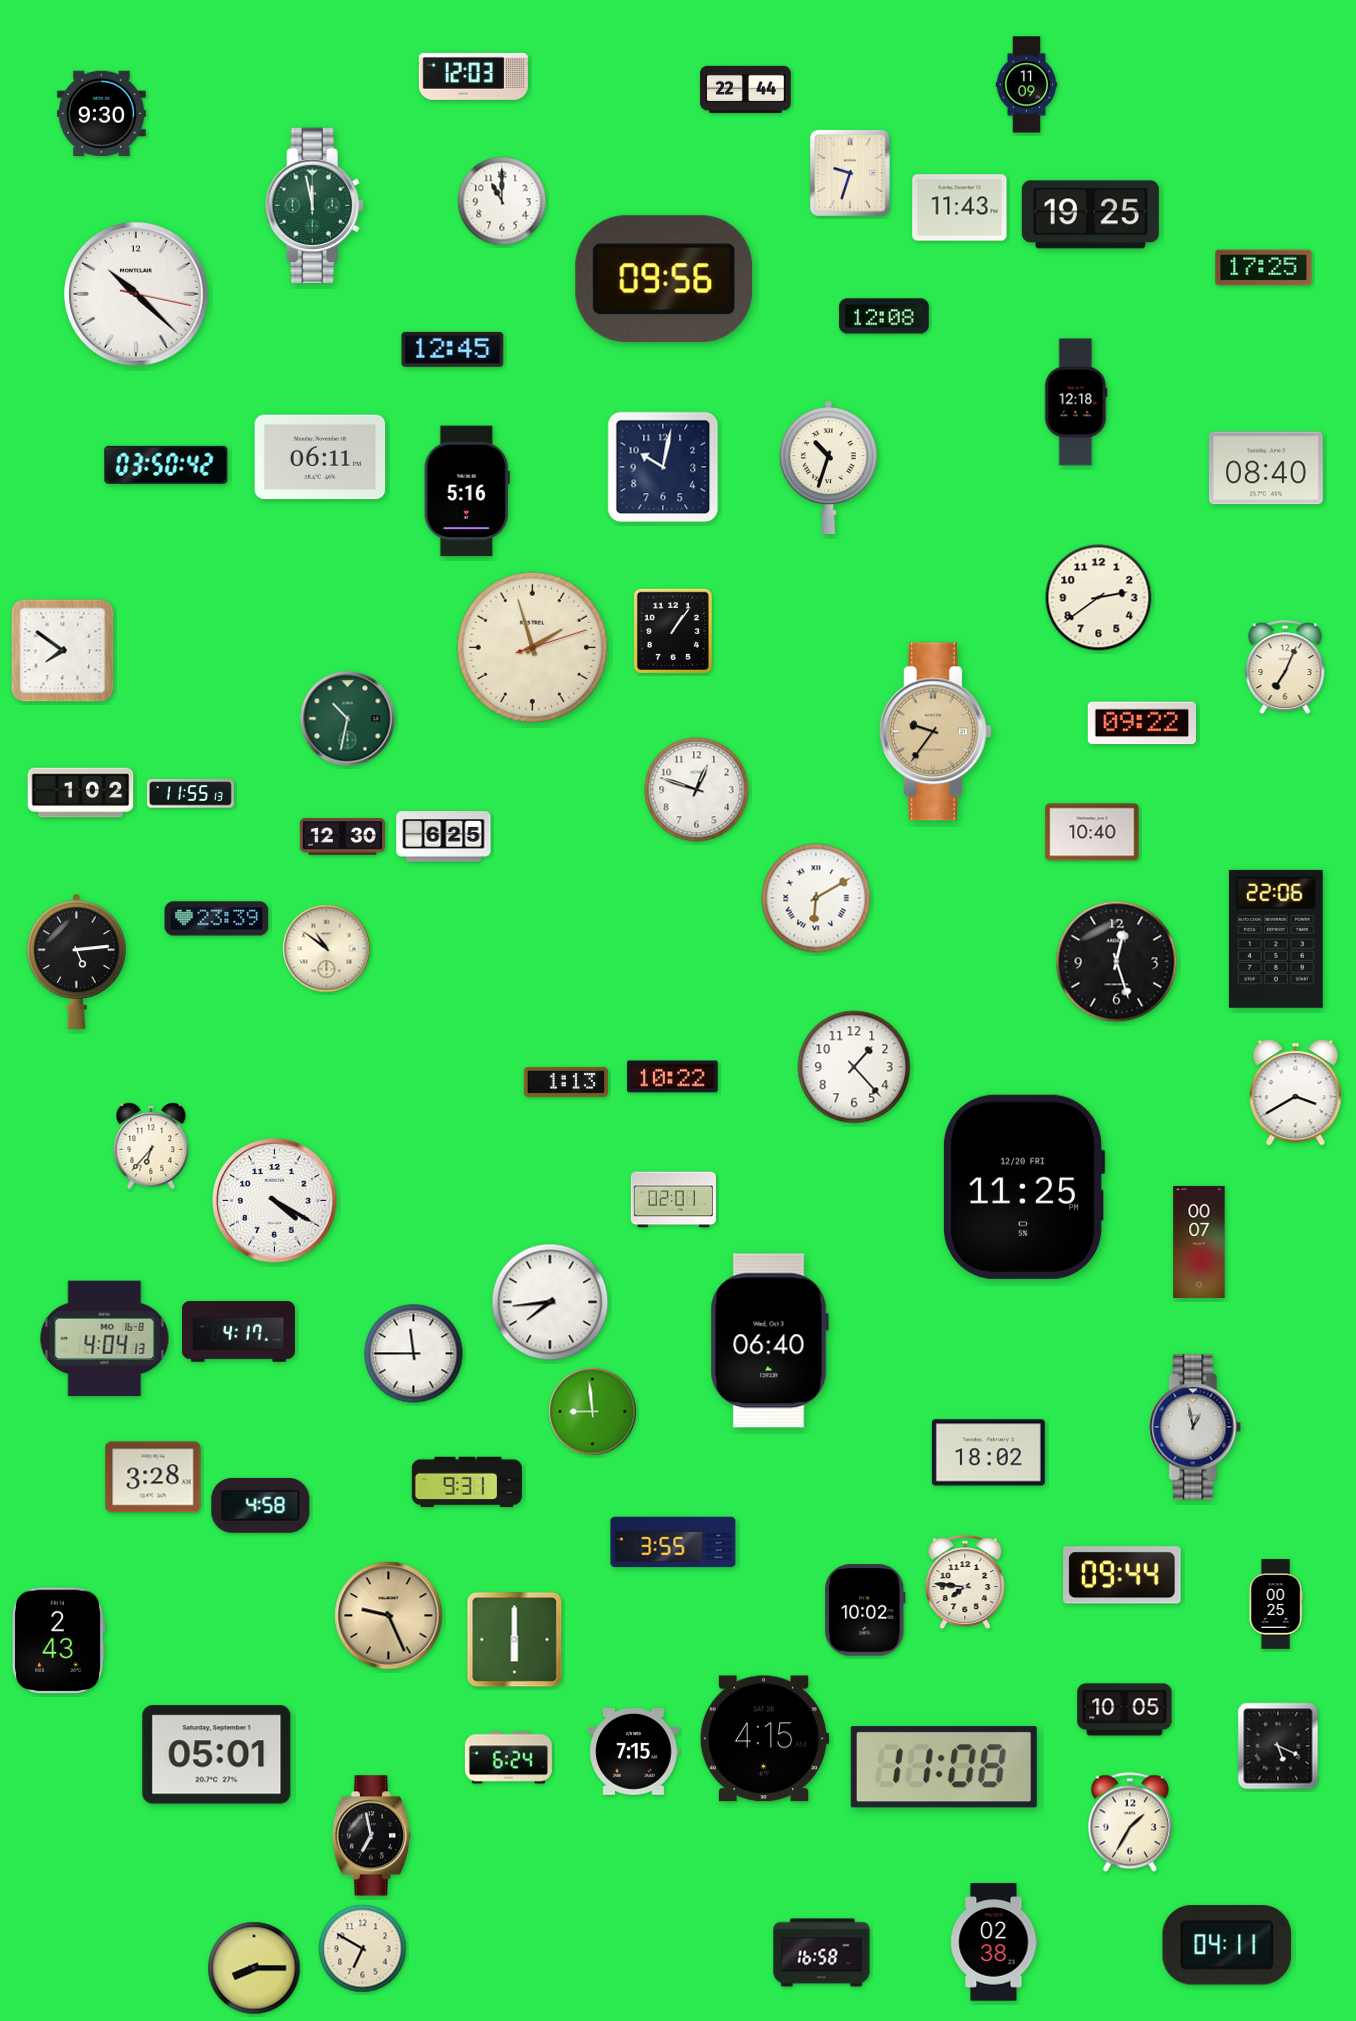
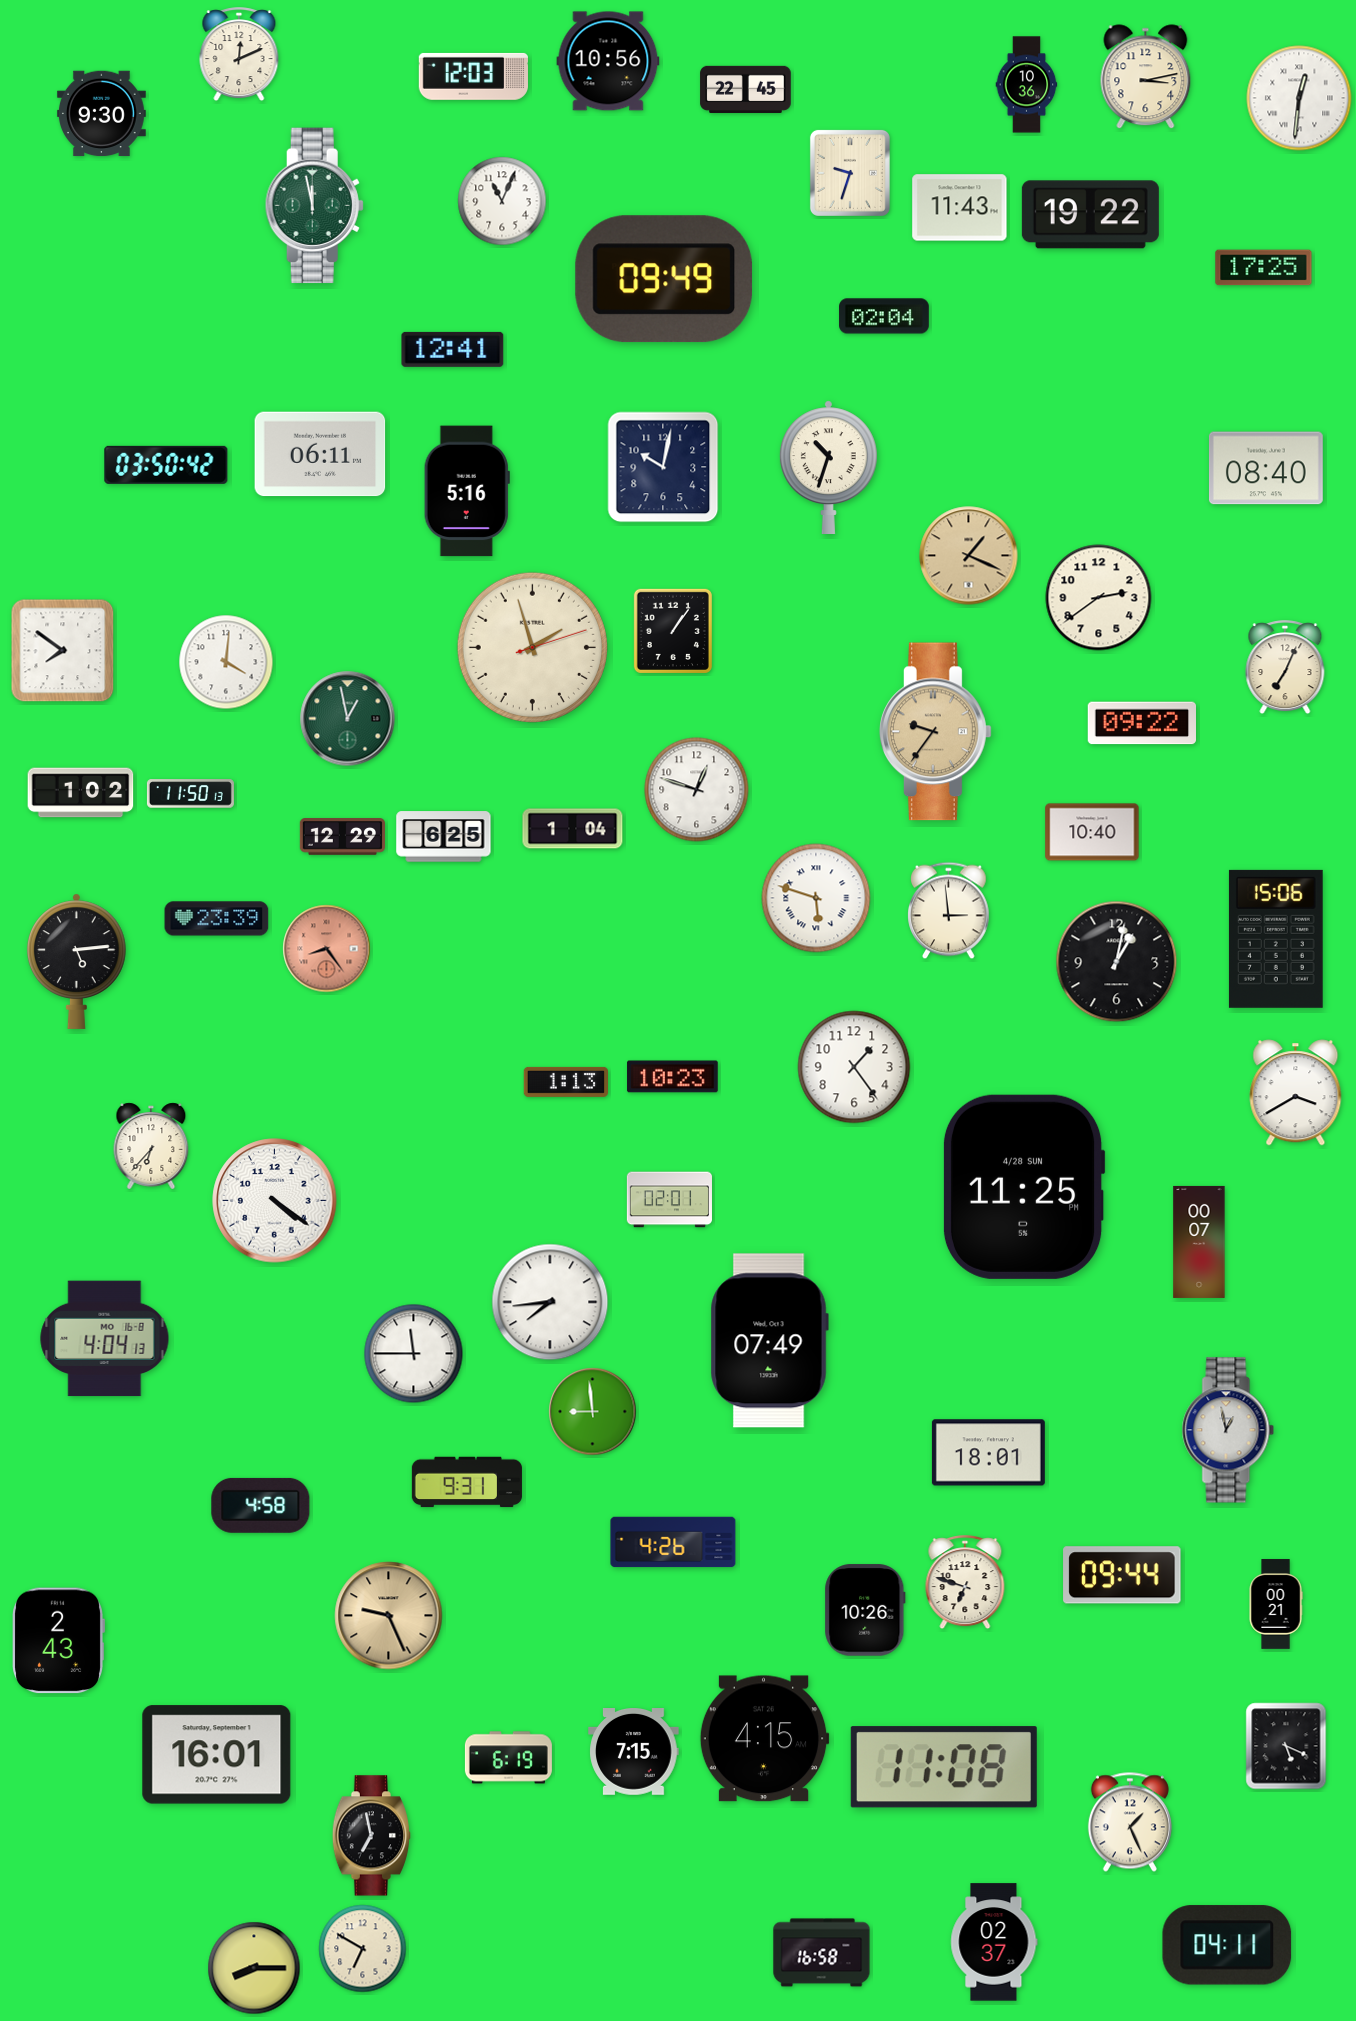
clock at (239, 55): none -> 12:11
clock at (608, 61): none -> 10:56
clock at (1146, 77): none -> 3:13
clock at (1027, 85): 11:09 -> 10:36
clock at (746, 89): 22:44 -> 22:45
clock at (1299, 98): none -> 12:31
clock at (502, 201): 11:00 -> 11:04
clock at (1090, 215): 19:25 -> 19:22
clock at (664, 279): 09:56 -> 09:49
clock at (136, 294): 10:22 -> none
clock at (884, 316): 12:08 -> 02:04
clock at (453, 349): 12:45 -> 12:41
clock at (1076, 402): 12:18 -> none
clock at (320, 457) position: (320, 457) -> (320, 454)
clock at (969, 556): none -> 1:19
clock at (226, 662): none -> 4:01
clock at (348, 719): 10:32 -> 12:58
clock at (190, 794): 11:55 -> 11:50
clock at (573, 829): none -> 1:04
clock at (342, 837): 12:30 -> 12:29
clock at (816, 898): 6:10 -> 5:48
clock at (949, 911): none -> 2:59
clock at (1276, 939): 22:06 -> 15:06
clock at (327, 949): 10:51 -> 8:24
clock at (327, 949) dial: cream -> salmon
clock at (1117, 962): 12:27 -> 1:02
clock at (854, 1067): 1:23 -> 1:24
clock at (673, 1077): 10:22 -> 10:23
clock at (1024, 1187) date: 12/20 FRI -> 4/28 SUN
clock at (673, 1200) position: (673, 1200) -> (669, 1200)
clock at (275, 1201): 4:20 -> 4:21
clock at (238, 1332): 4:17 -> none
clock at (769, 1341): 06:40 -> 07:49
clock at (1195, 1427) position: (1195, 1427) -> (1228, 1430)
clock at (988, 1453): 18:02 -> 18:01
clock at (153, 1477): 3:28 -> none
clock at (673, 1542): 3:55 -> 4:26
clock at (965, 1583): 7:46 -> 6:48
clock at (1276, 1604): 00:25 -> 00:21
clock at (865, 1610): 10:02 -> 10:26
clock at (515, 1640): 6:00 -> none
clock at (1125, 1710): 10:05 -> none
clock at (1278, 1746) position: (1278, 1746) -> (1286, 1746)
clock at (217, 1755): 05:01 -> 16:01
clock at (508, 1758): 6:24 -> 6:19
clock at (1130, 1822): 1:35 -> 1:26
clock at (994, 1942): 02:38 -> 02:37
